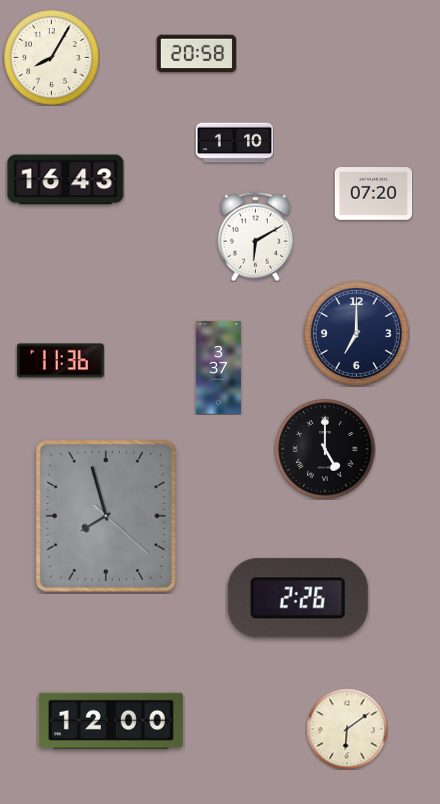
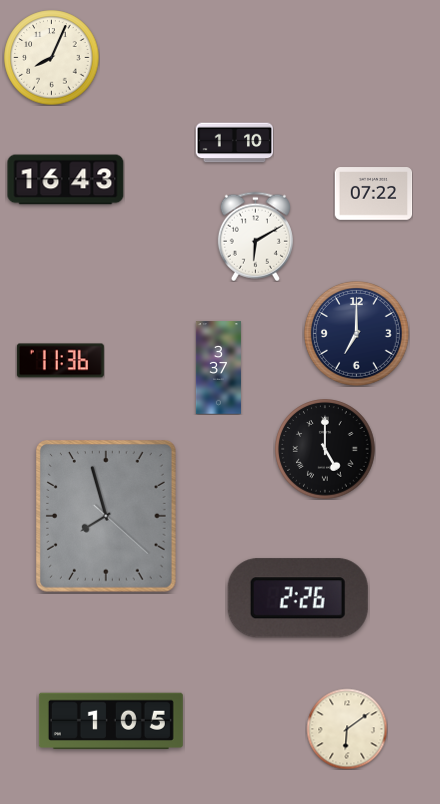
clock at (196, 54): 20:58 -> none
clock at (51, 57): 8:05 -> 8:04
clock at (373, 194): 07:20 -> 07:22
clock at (111, 721): 12:00 -> 1:05
